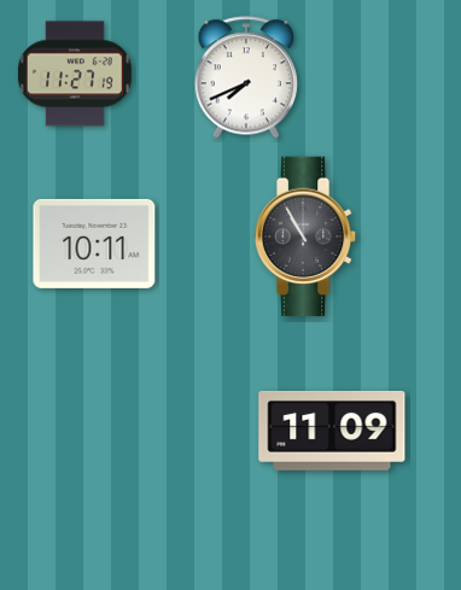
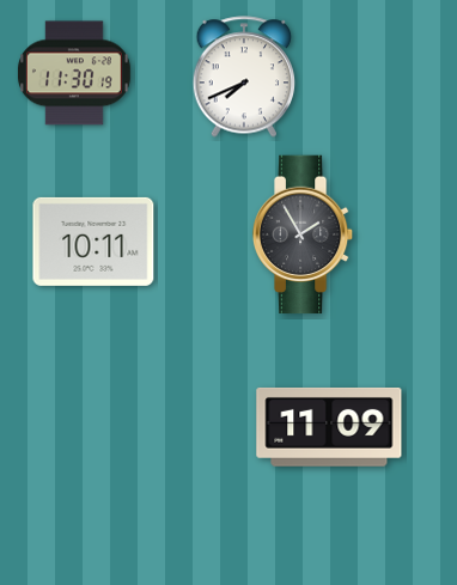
clock at (75, 74): 11:27 -> 11:30
clock at (305, 236): 10:55 -> 1:55
